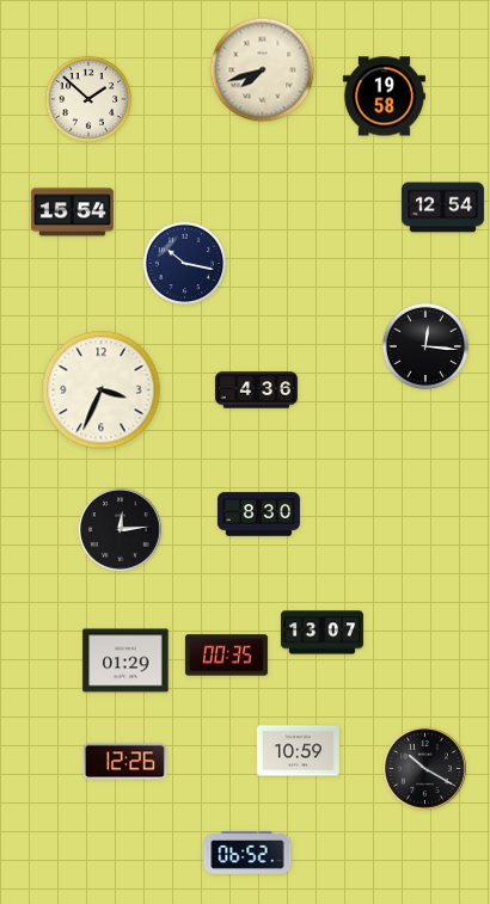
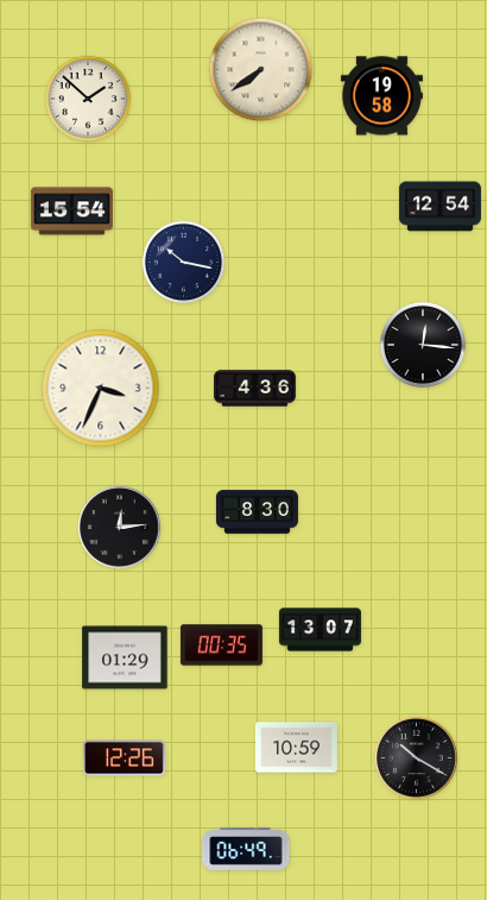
clock at (263, 70): 7:42 -> 7:39
clock at (226, 656) position: (226, 656) -> (221, 646)
clock at (425, 769) position: (425, 769) -> (417, 759)
clock at (247, 853): 06:52 -> 06:49
